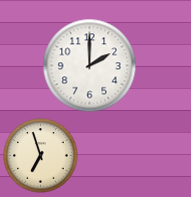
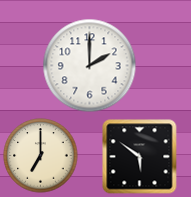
clock at (41, 156): 6:57 -> 7:00
clock at (140, 157): none -> 5:51
